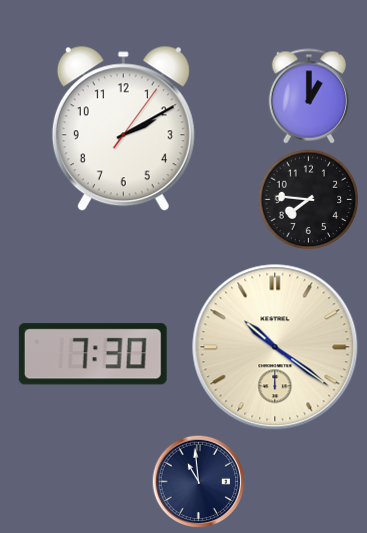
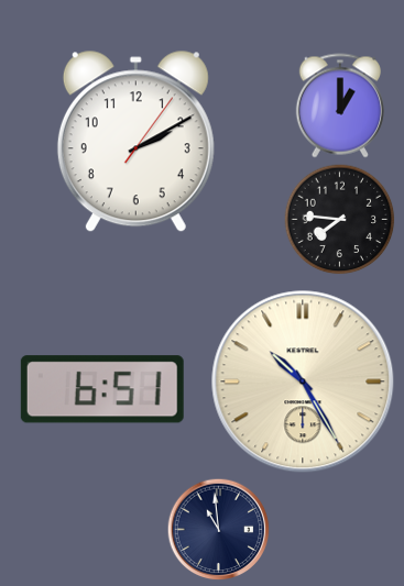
clock at (275, 347): 10:21 -> 10:25
clock at (93, 354): 7:30 -> 6:51
